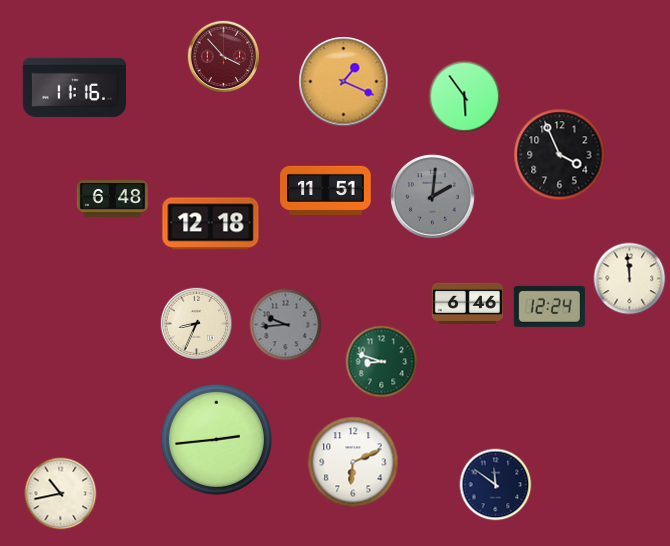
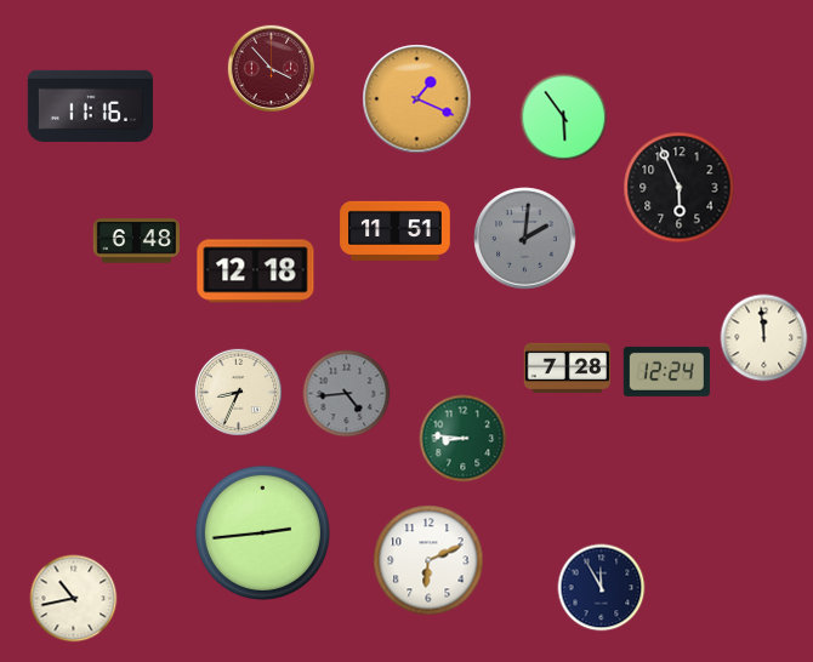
clock at (560, 155): 3:56 -> 5:56
clock at (467, 303): 6:46 -> 7:28
clock at (286, 325): 9:44 -> 4:44
clock at (382, 362): 8:48 -> 8:46
clock at (496, 485): 11:51 -> 11:55
